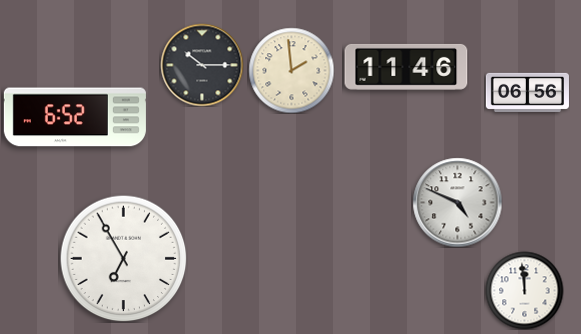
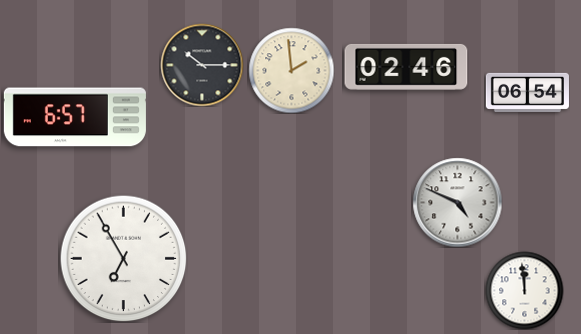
clock at (406, 67): 11:46 -> 02:46
clock at (527, 92): 06:56 -> 06:54
clock at (75, 117): 6:52 -> 6:57
